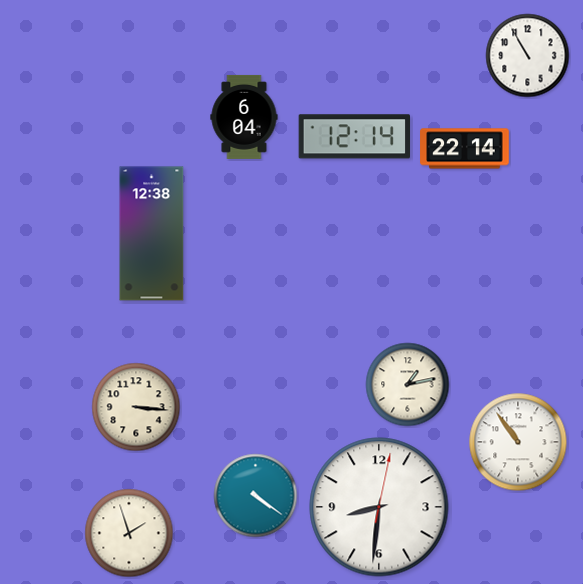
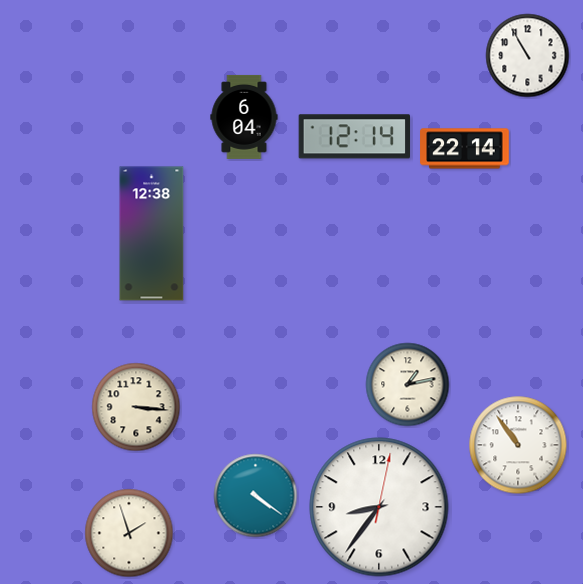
clock at (518, 442) position: (518, 442) -> (518, 445)
clock at (379, 507): 8:31 -> 8:36
